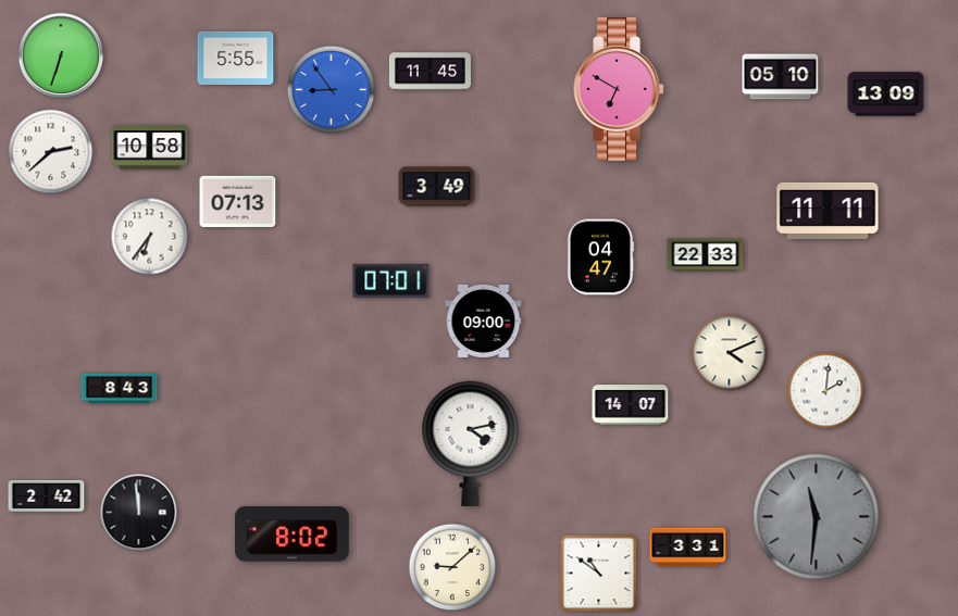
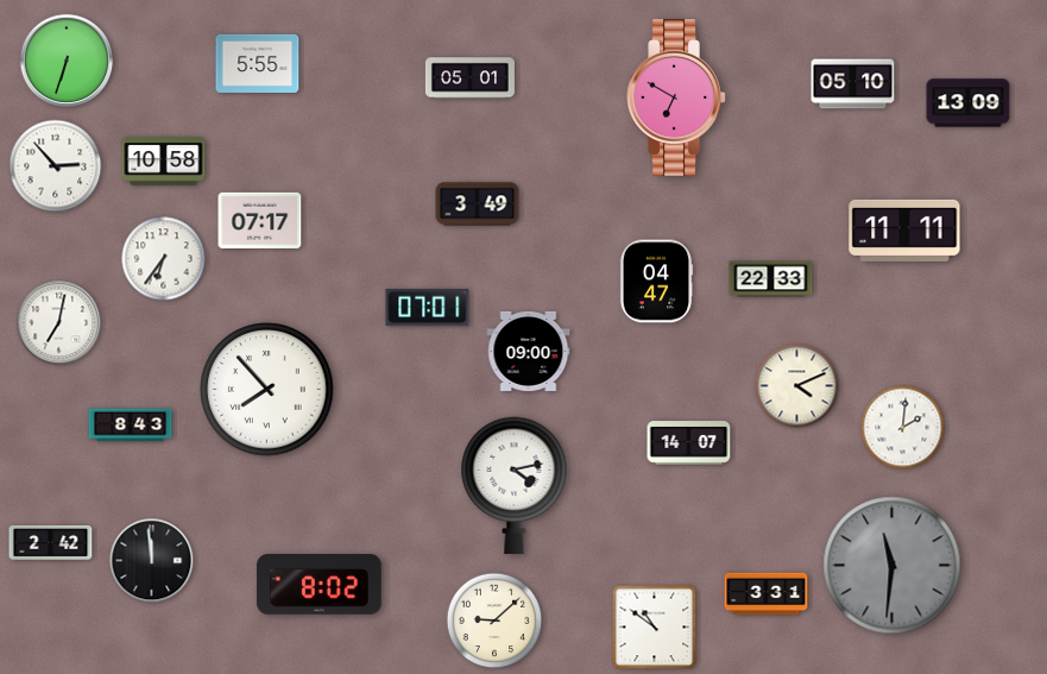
clock at (430, 72): 11:45 -> 05:01
clock at (332, 90): 8:54 -> none
clock at (51, 152): 2:38 -> 2:53
clock at (238, 201): 07:13 -> 07:17
clock at (59, 323): none -> 7:02
clock at (267, 390): none -> 7:53
clock at (688, 548) position: (688, 548) -> (767, 594)
